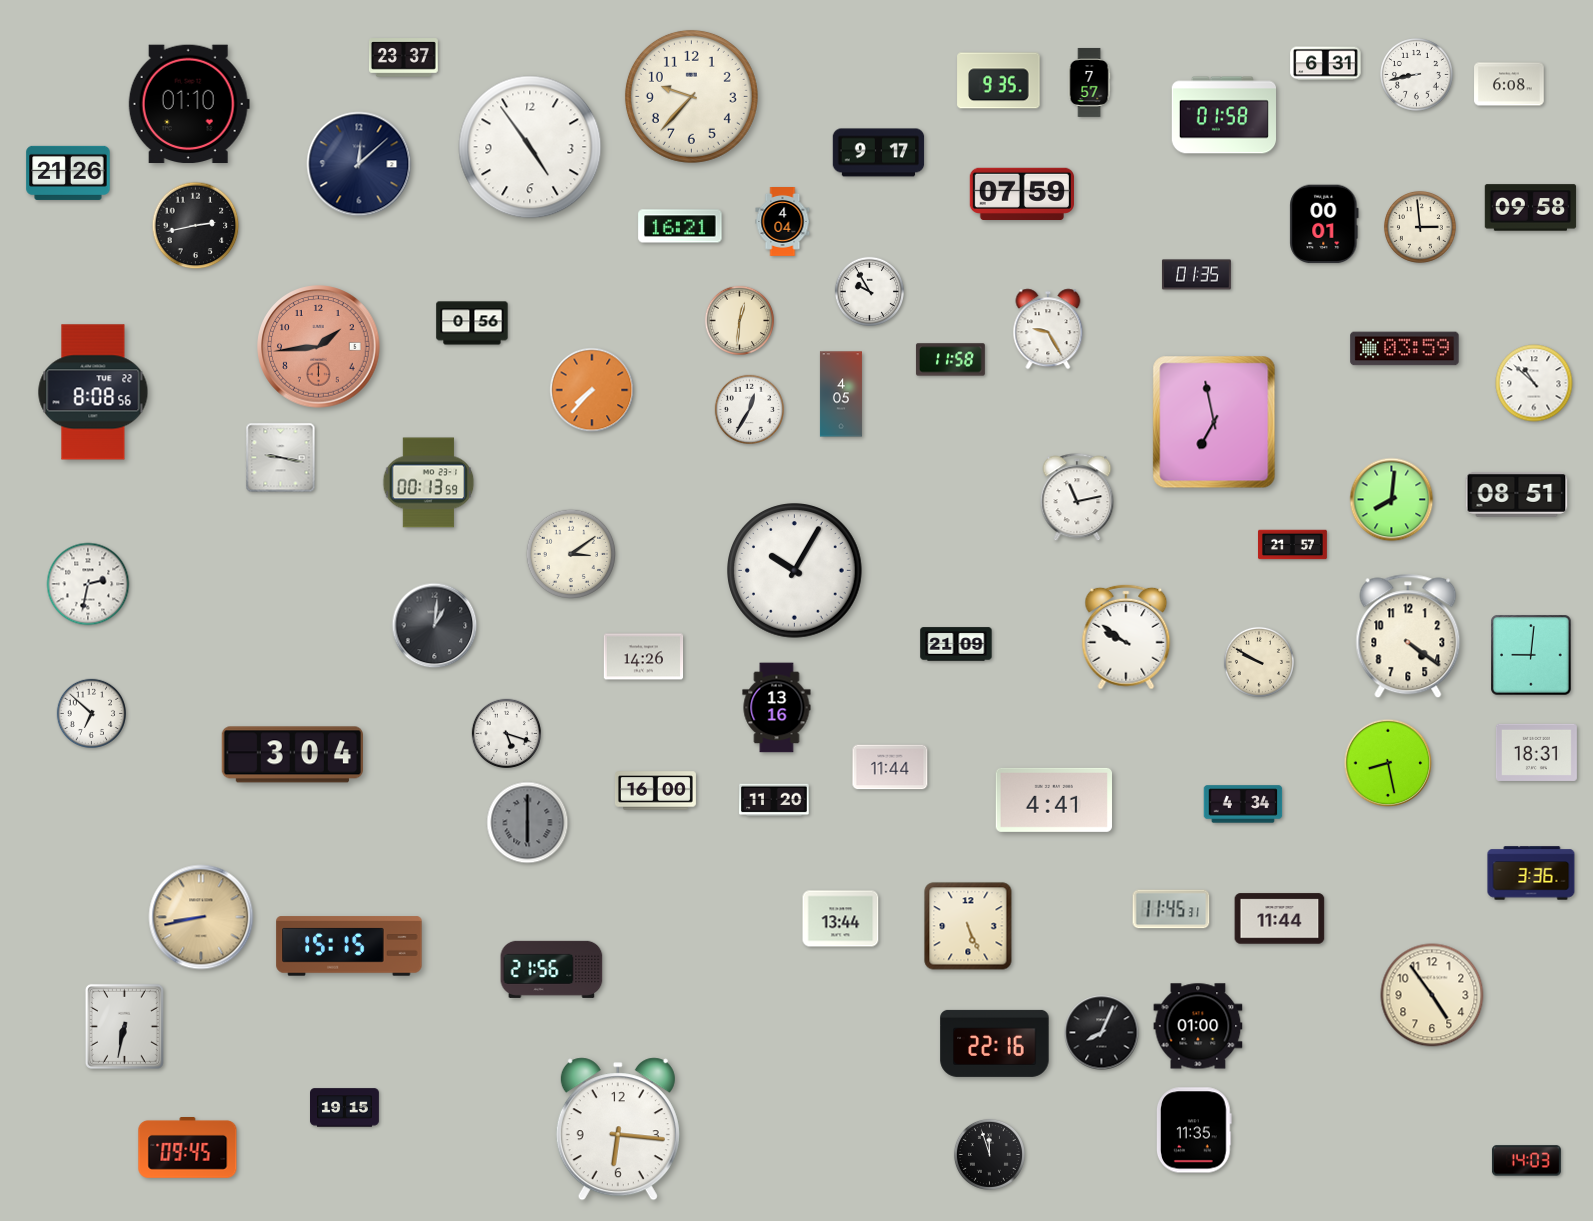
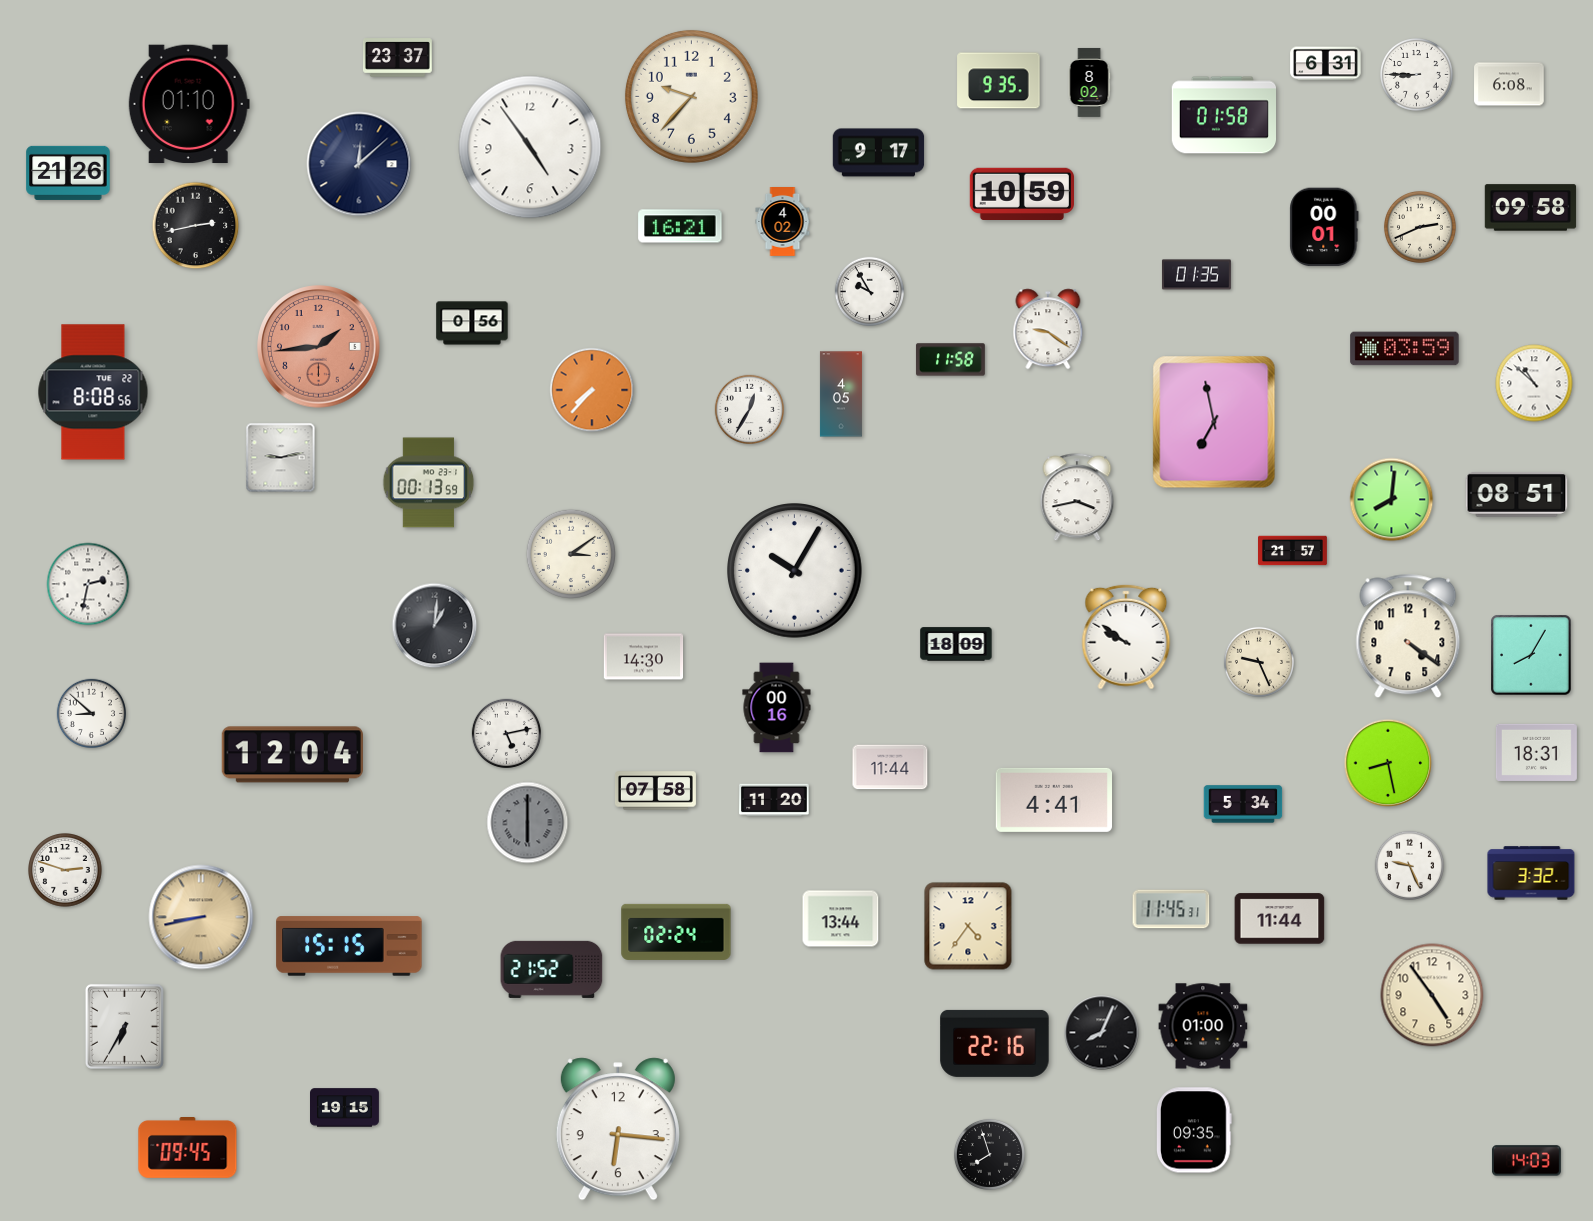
clock at (403, 58) position: (403, 58) -> (397, 58)
clock at (1417, 75): 8:43 -> 8:45
clock at (1089, 83): 7:57 -> 8:02
clock at (1021, 193): 07:59 -> 10:59
clock at (783, 222): 4:04 -> 4:02
clock at (1324, 224) position: (1324, 224) -> (1324, 227)
clock at (1420, 227): 2:59 -> 2:41
clock at (740, 320): 12:31 -> none
clock at (1048, 329): 9:25 -> 9:21
clock at (281, 458): 9:17 -> 9:13
clock at (1077, 498): 11:13 -> 3:43
clock at (1293, 545) position: (1293, 545) -> (1293, 551)
clock at (956, 644): 21:09 -> 18:09
clock at (1531, 655): 9:01 -> 8:05
clock at (644, 657): 14:26 -> 14:30
clock at (1259, 662): 9:50 -> 9:26
clock at (777, 708): 13:16 -> 00:16
clock at (92, 713): 6:52 -> 8:52
clock at (507, 733): 5:18 -> 5:13
clock at (292, 755): 3:04 -> 12:04
clock at (655, 791): 16:00 -> 07:58
clock at (1243, 804): 4:34 -> 5:34
clock at (1410, 865): none -> 9:26
clock at (65, 870): none -> 2:48
clock at (1531, 873): 3:36 -> 3:32
clock at (968, 926): 5:26 -> 4:36
clock at (676, 932): none -> 02:24
clock at (552, 969): 21:56 -> 21:52
clock at (124, 1026): 6:32 -> 6:35
clock at (1198, 1026) position: (1198, 1026) -> (1203, 1026)
clock at (1195, 1130): 11:35 -> 09:35
clock at (989, 1154): 11:57 -> 7:57
